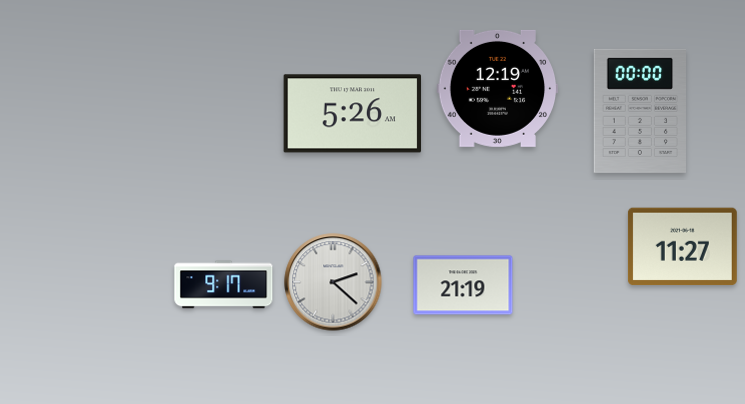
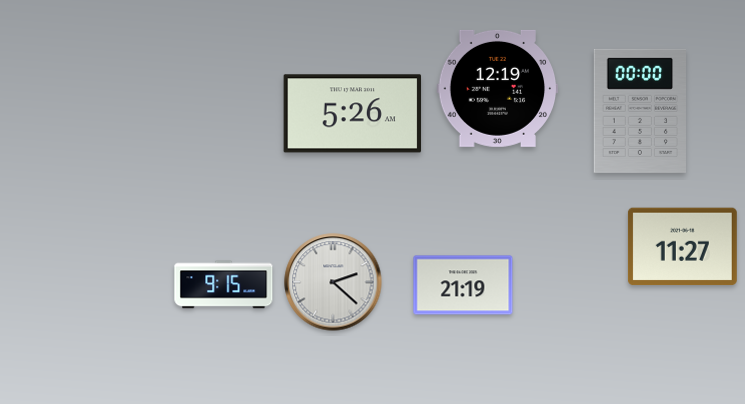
clock at (224, 285): 9:17 -> 9:15
